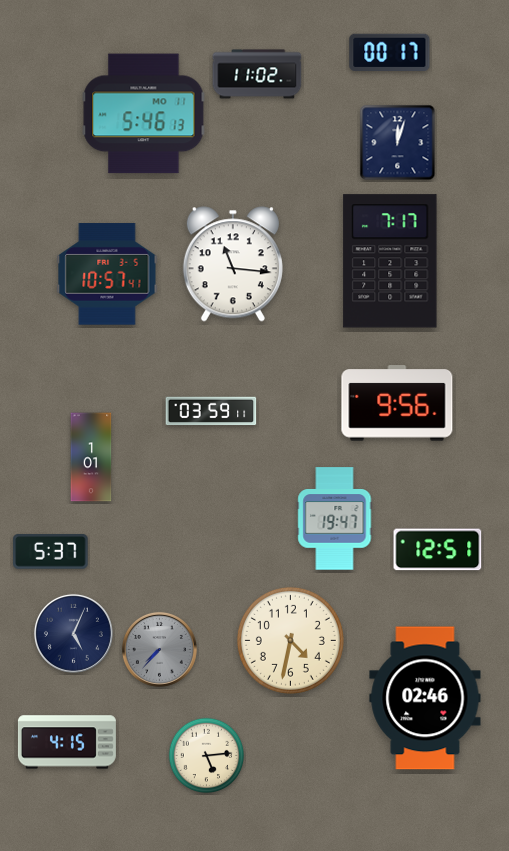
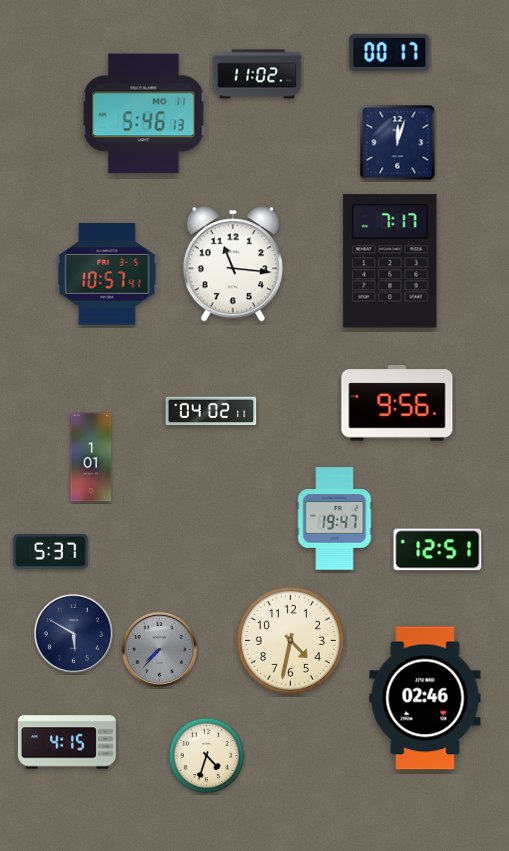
clock at (211, 411): 03:59 -> 04:02
clock at (73, 633): 5:04 -> 5:50
clock at (207, 756): 5:14 -> 4:33
